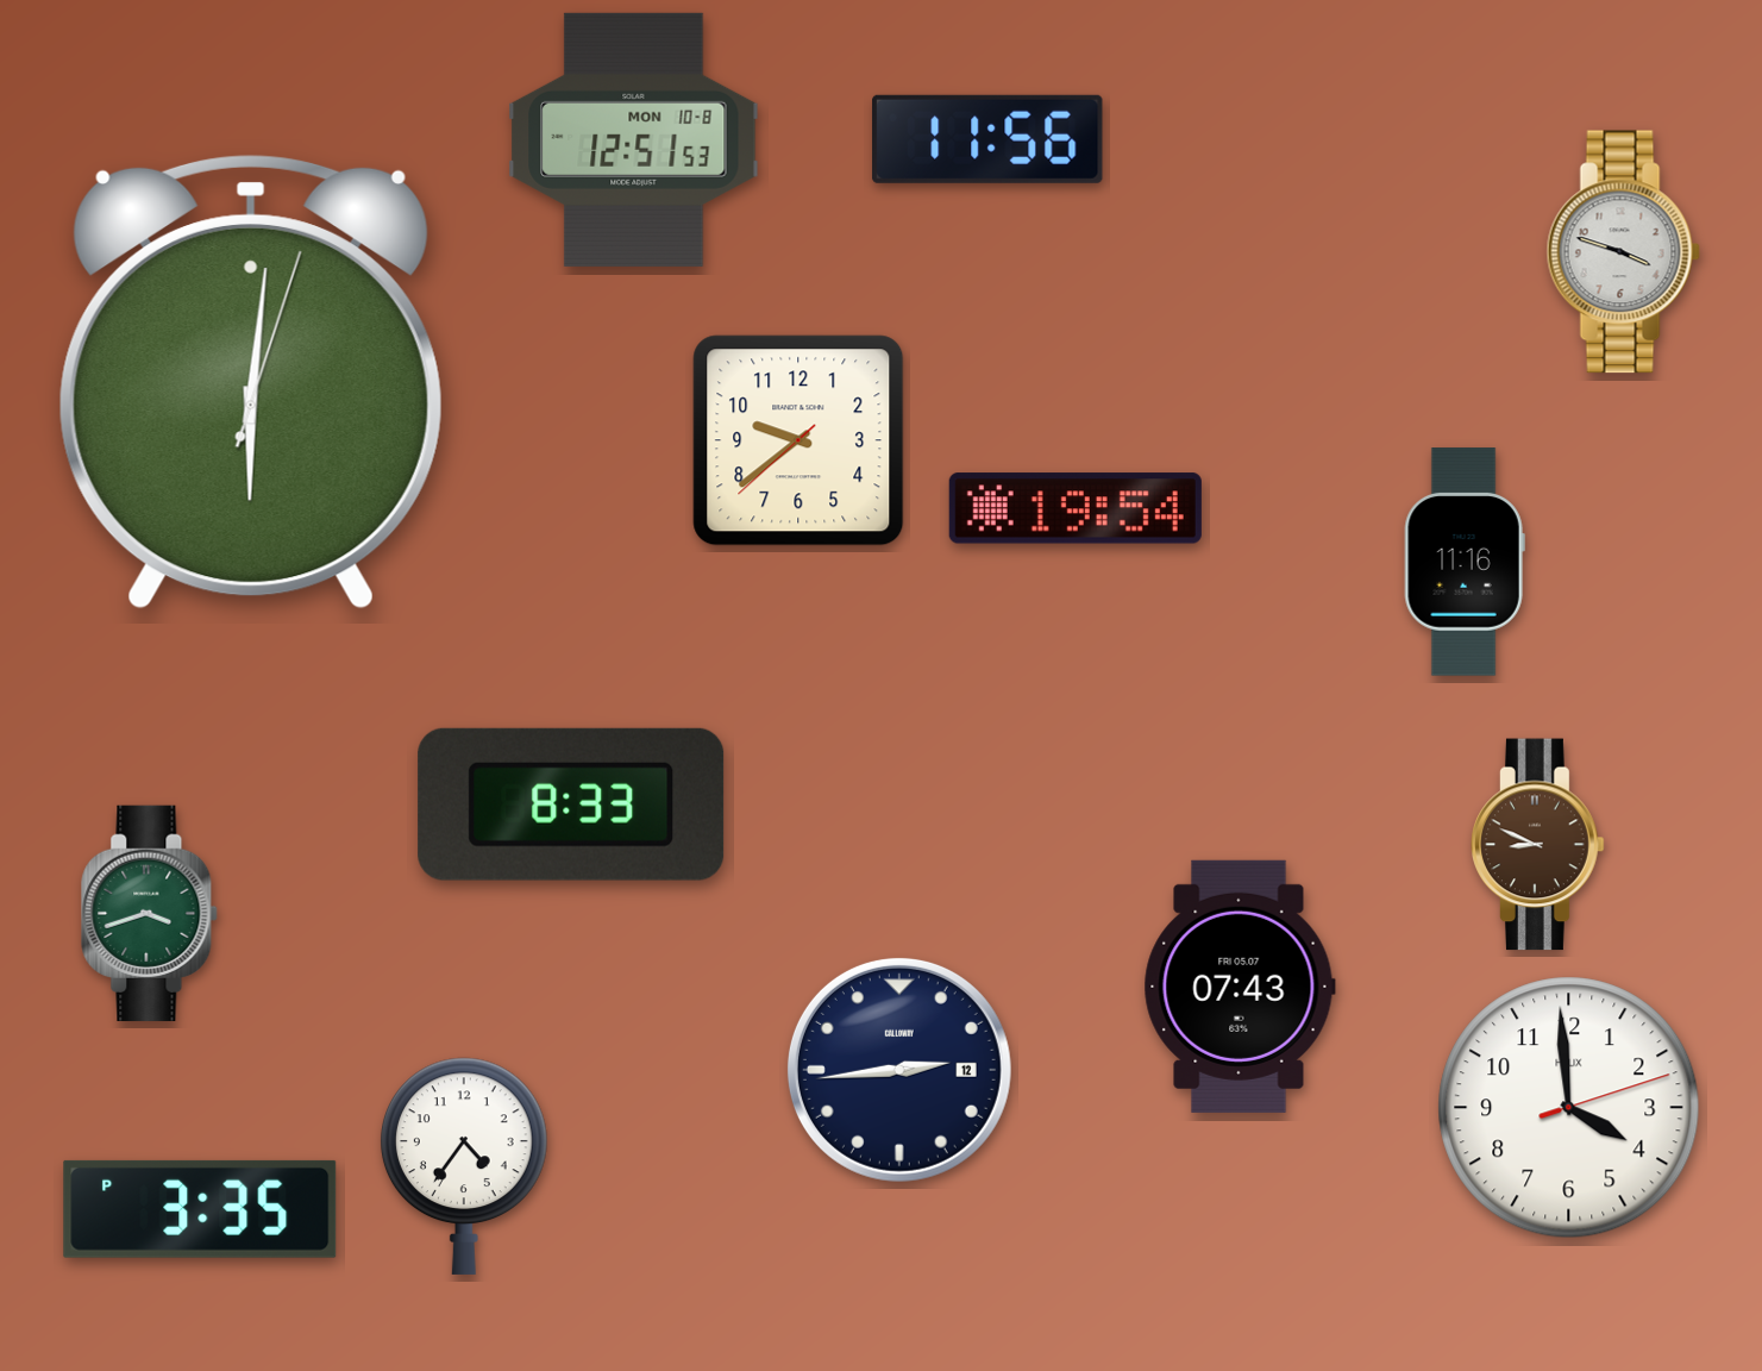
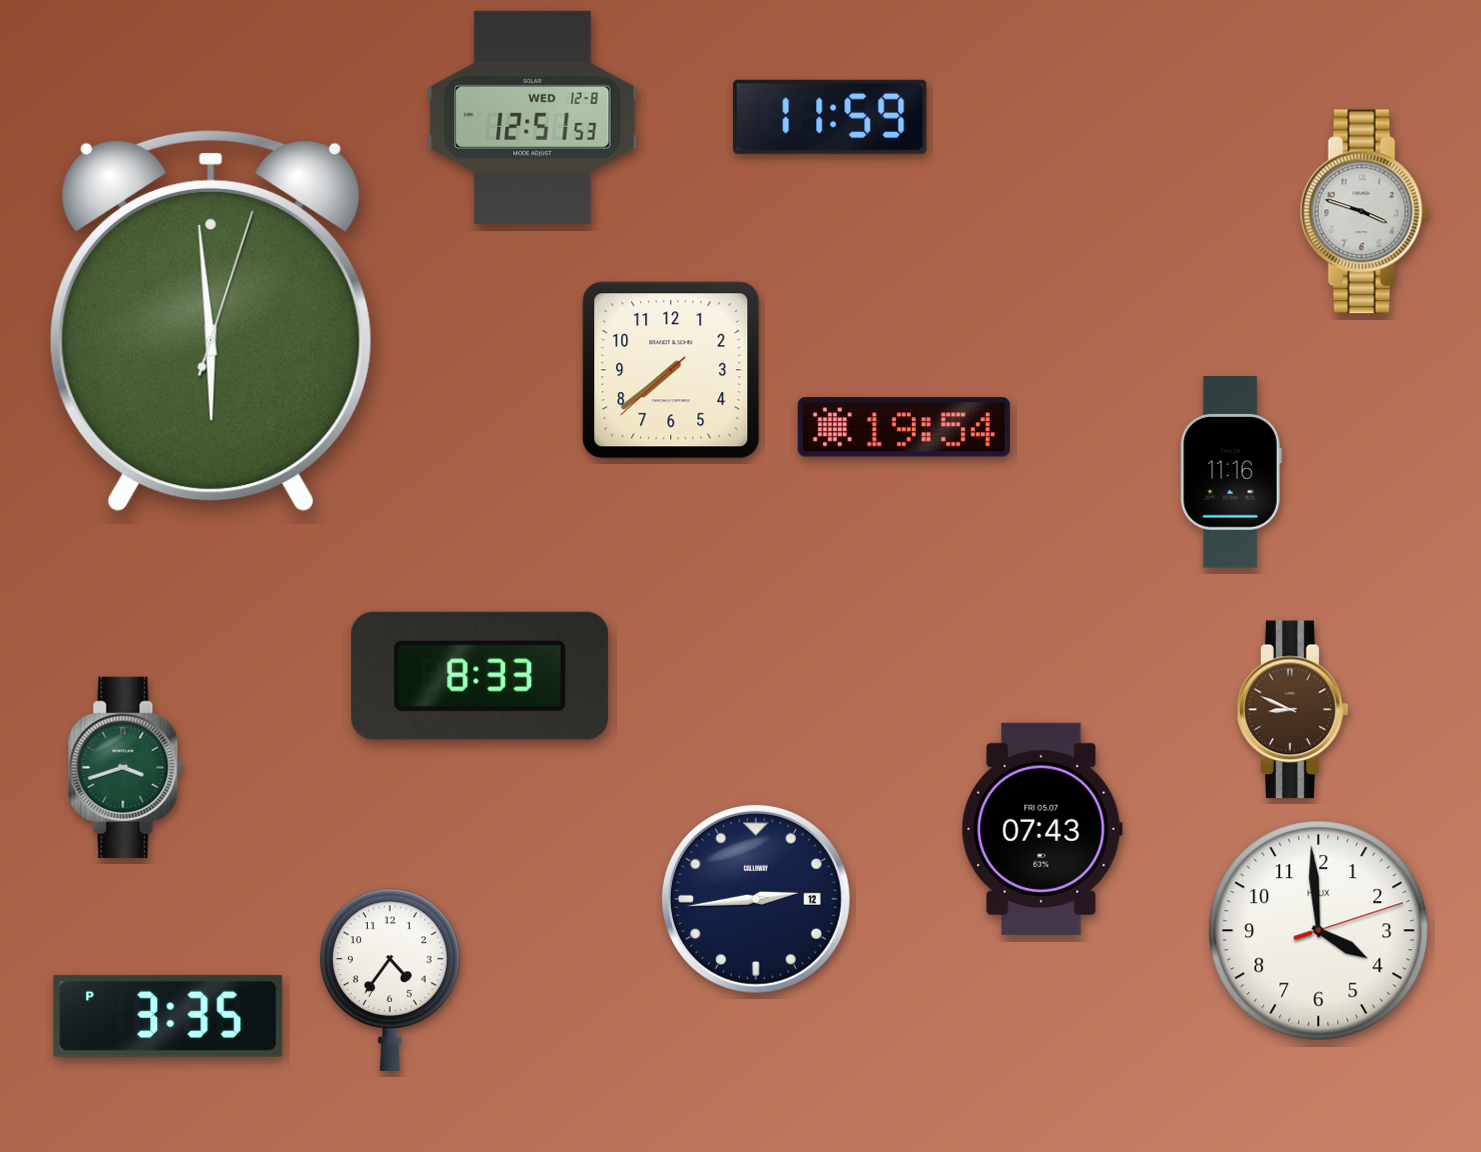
clock at (634, 139) date: MON 10-8 -> WED 12-8
clock at (987, 139): 11:56 -> 11:59
clock at (251, 382): 6:01 -> 5:59
clock at (798, 440): 9:38 -> 7:38
